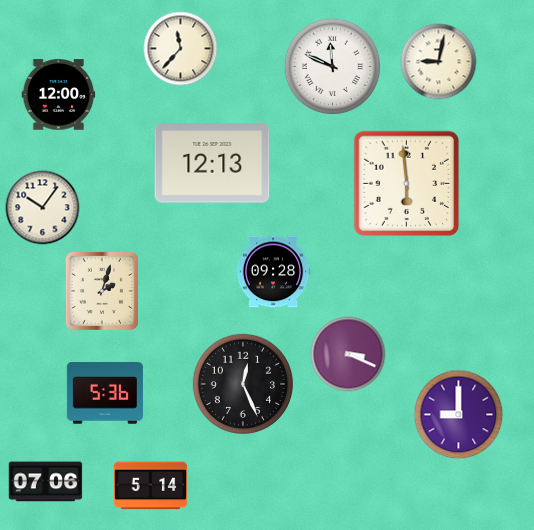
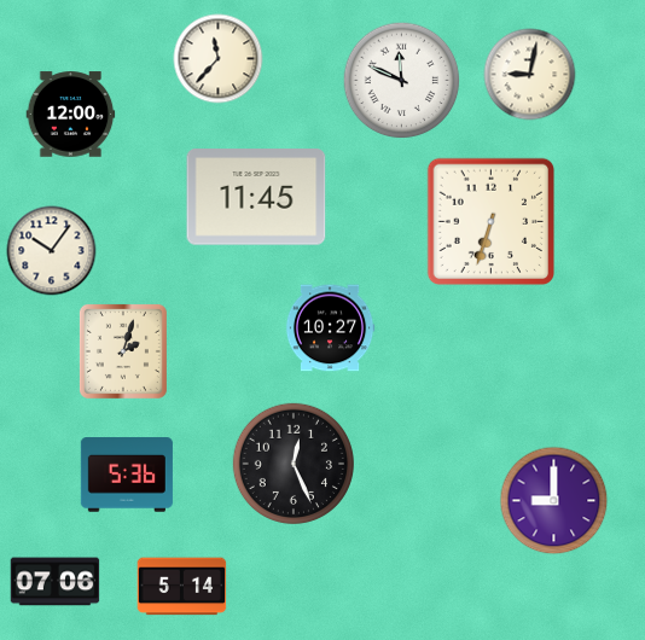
clock at (212, 163): 12:13 -> 11:45
clock at (406, 183): 5:59 -> 6:33
clock at (273, 272): 09:28 -> 10:27
clock at (348, 354): 3:19 -> none
